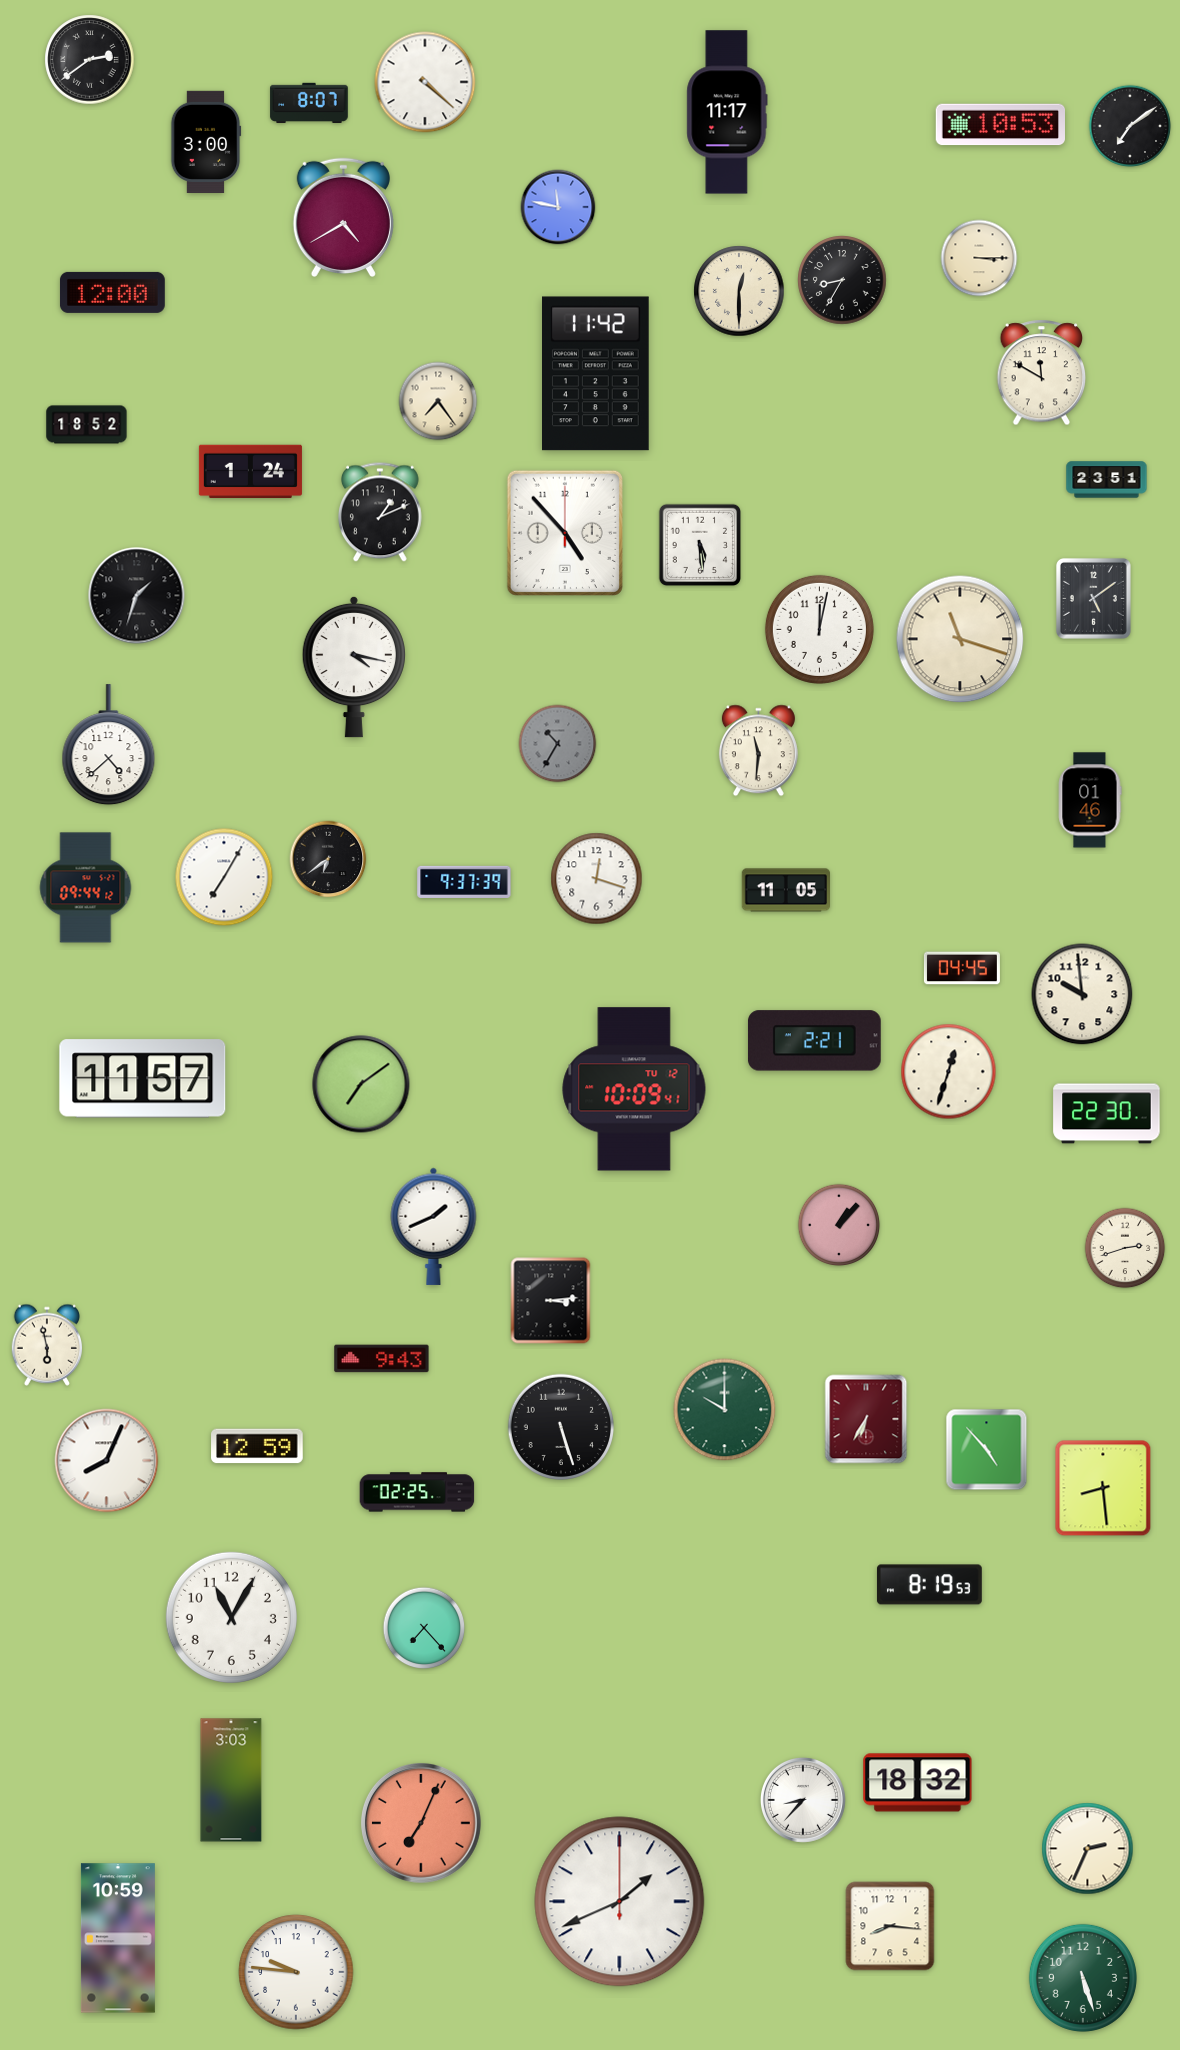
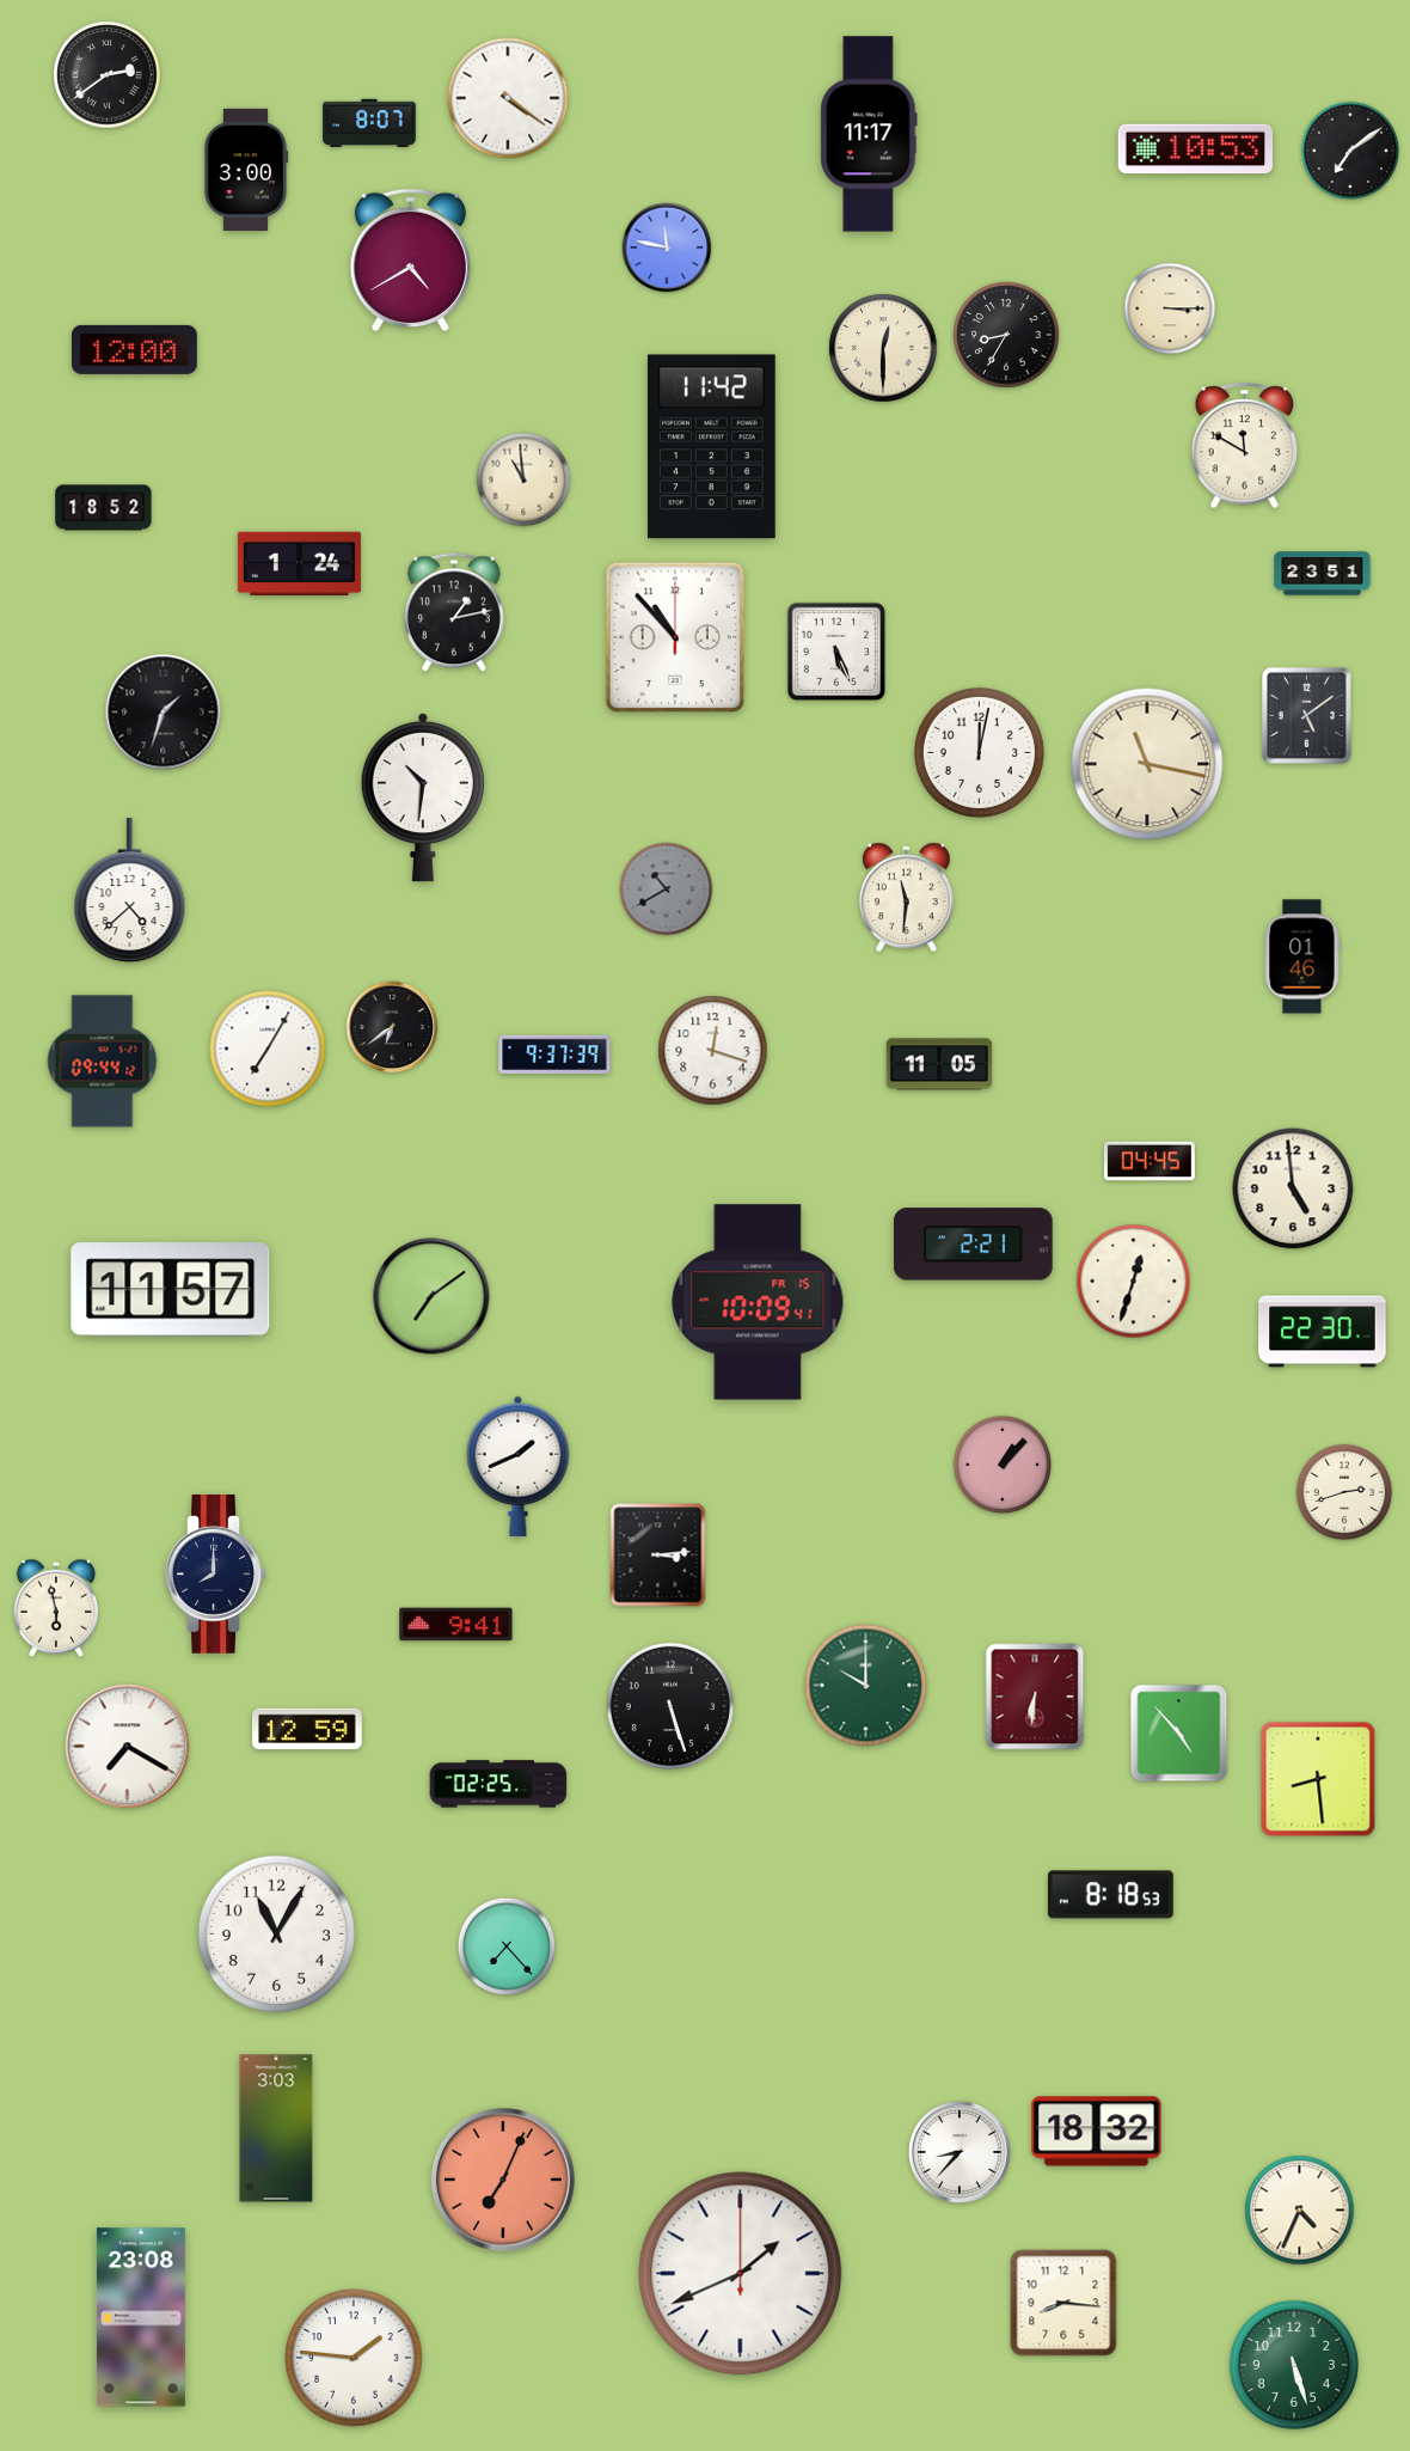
clock at (90, 60) position: (90, 60) -> (108, 75)
clock at (425, 82): 4:22 -> 4:21
clock at (438, 401): 7:24 -> 10:59
clock at (380, 512): 1:11 -> 1:13
clock at (565, 533): 4:53 -> 10:53
clock at (699, 544): 5:29 -> 5:26
clock at (960, 639): 11:18 -> 11:17
clock at (354, 667): 4:17 -> 10:31
clock at (558, 744): 10:35 -> 10:40
clock at (962, 968) position: (962, 968) -> (1150, 1161)
clock at (1082, 994): 9:59 -> 4:59
clock at (634, 1089) date: TU 12 -> FR 15
clock at (216, 1575): none -> 8:00
clock at (382, 1359): 9:43 -> 9:41
clock at (866, 1419): 6:35 -> 6:31
clock at (107, 1461): 8:04 -> 7:20
clock at (929, 1585): 8:19 -> 8:18
clock at (1088, 1849): 2:34 -> 4:34
clock at (118, 1938): 10:59 -> 23:08
clock at (296, 1972): 9:46 -> 1:46
